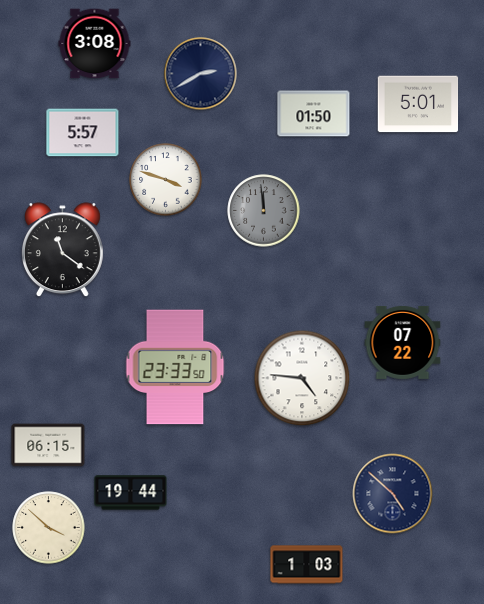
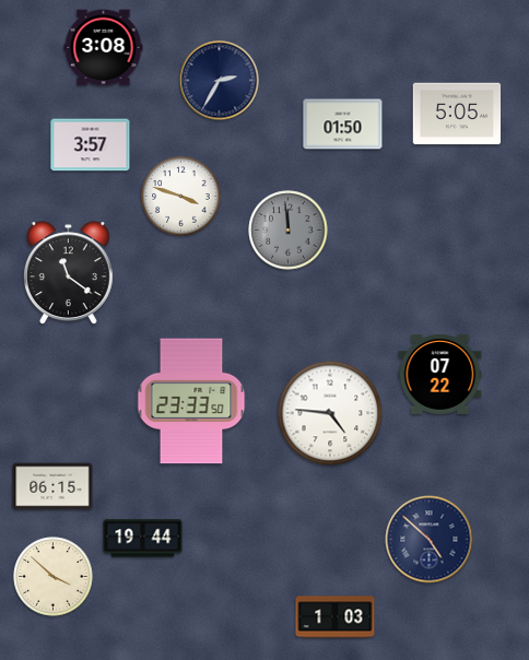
clock at (201, 74): 2:40 -> 2:35
clock at (418, 104): 5:01 -> 5:05
clock at (83, 133): 5:57 -> 3:57
